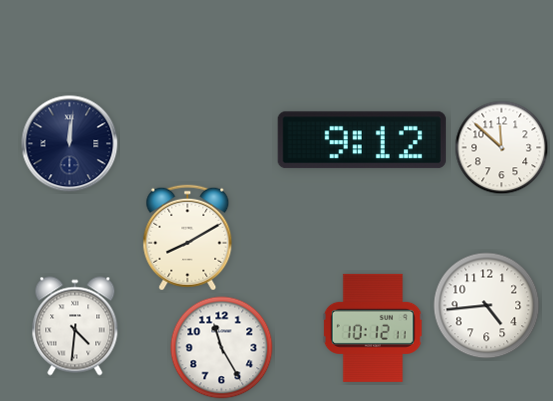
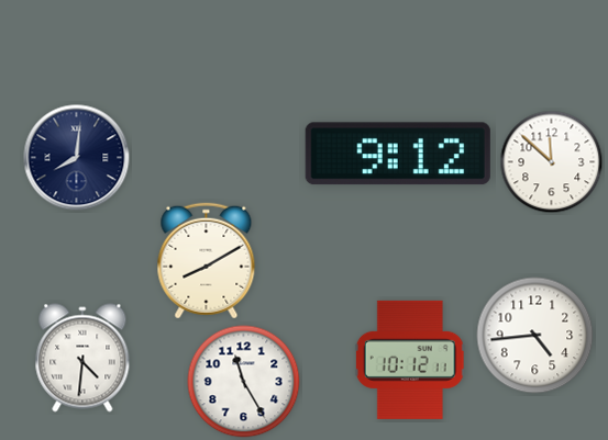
clock at (70, 144): 12:01 -> 8:01
